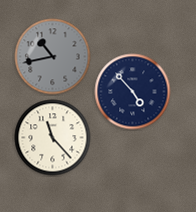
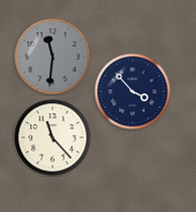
clock at (53, 57): 10:43 -> 11:31
clock at (133, 92): 4:53 -> 3:53
